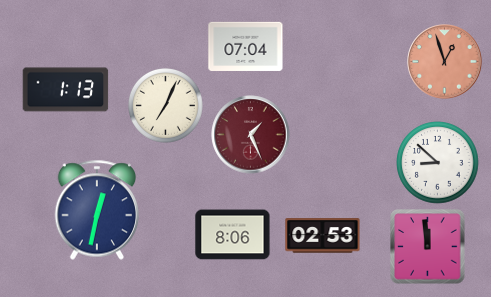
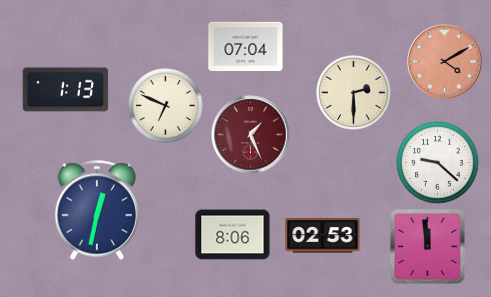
clock at (445, 62): 12:57 -> 4:10
clock at (354, 93): none -> 2:30
clock at (166, 106): 7:04 -> 6:49
clock at (438, 163): 8:52 -> 9:22
